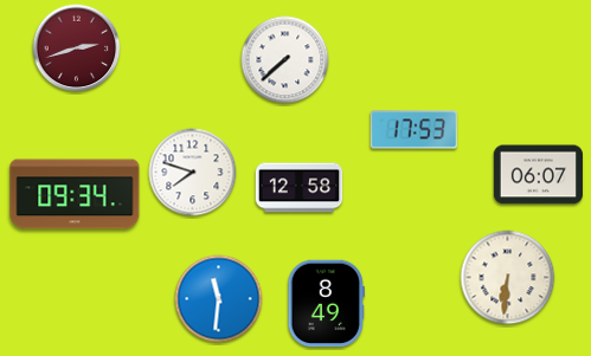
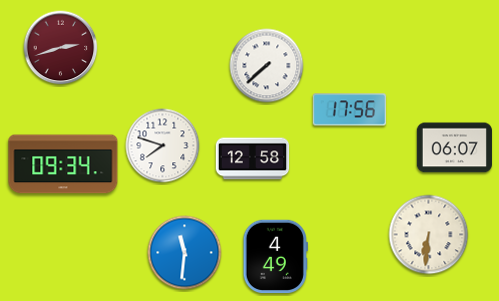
clock at (77, 48) position: (77, 48) -> (61, 48)
clock at (285, 60) position: (285, 60) -> (267, 66)
clock at (415, 130): 17:53 -> 17:56
clock at (326, 304): 8:49 -> 4:49
